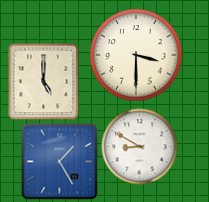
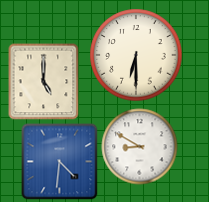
clock at (136, 55): 3:30 -> 6:30
clock at (60, 162): 1:25 -> 4:31
